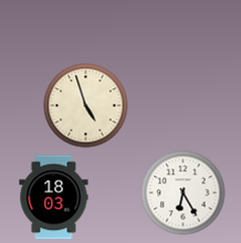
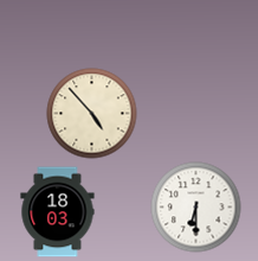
clock at (86, 106): 4:57 -> 4:53
clock at (184, 193): 6:25 -> 6:30
